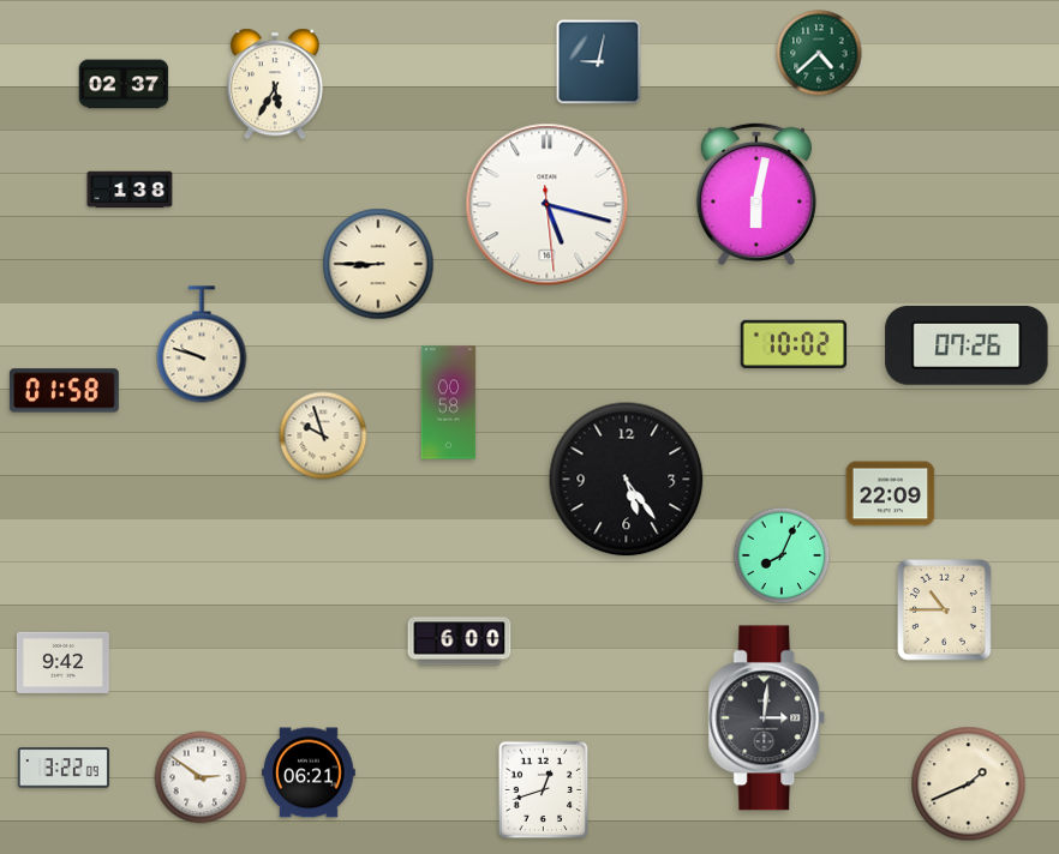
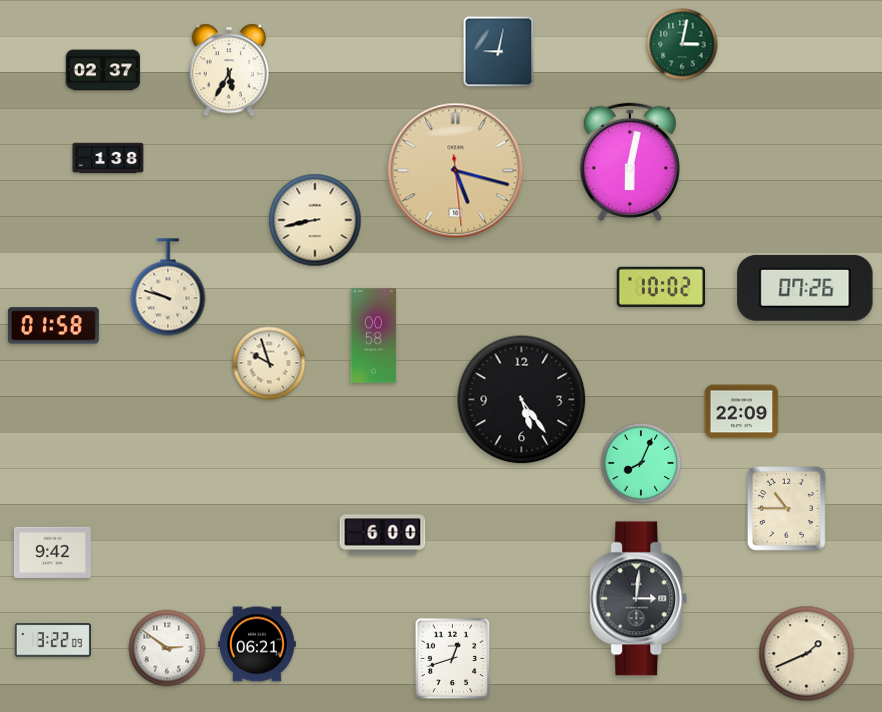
clock at (819, 53): 4:38 -> 3:02
clock at (548, 205) dial: white -> champagne
clock at (378, 264): 8:45 -> 8:43
clock at (782, 555) position: (782, 555) -> (641, 463)
